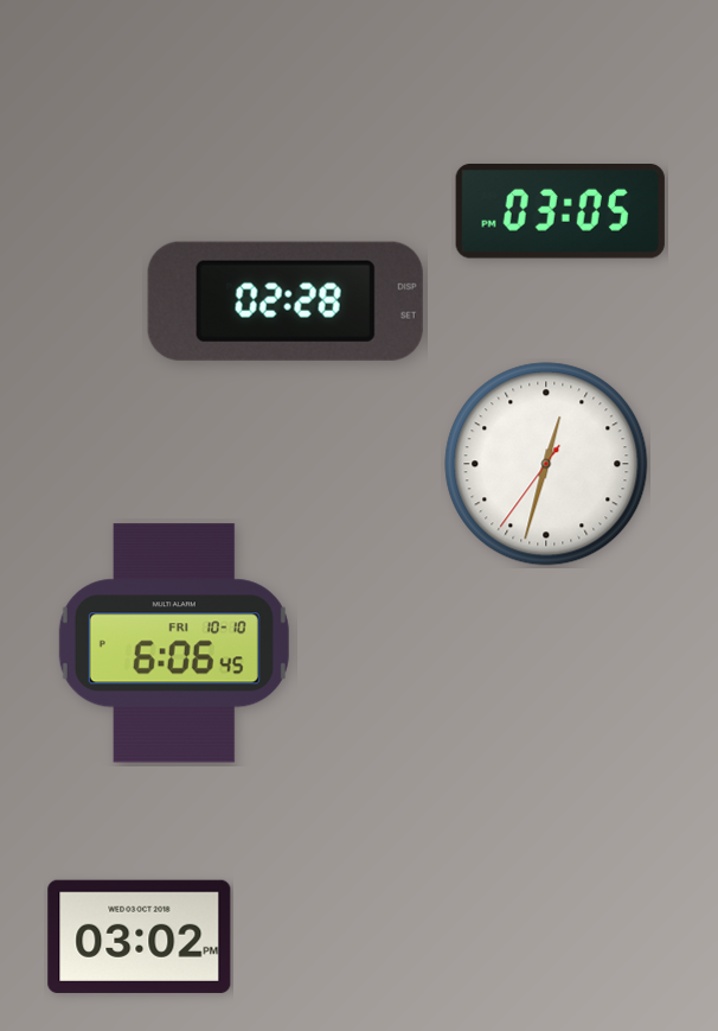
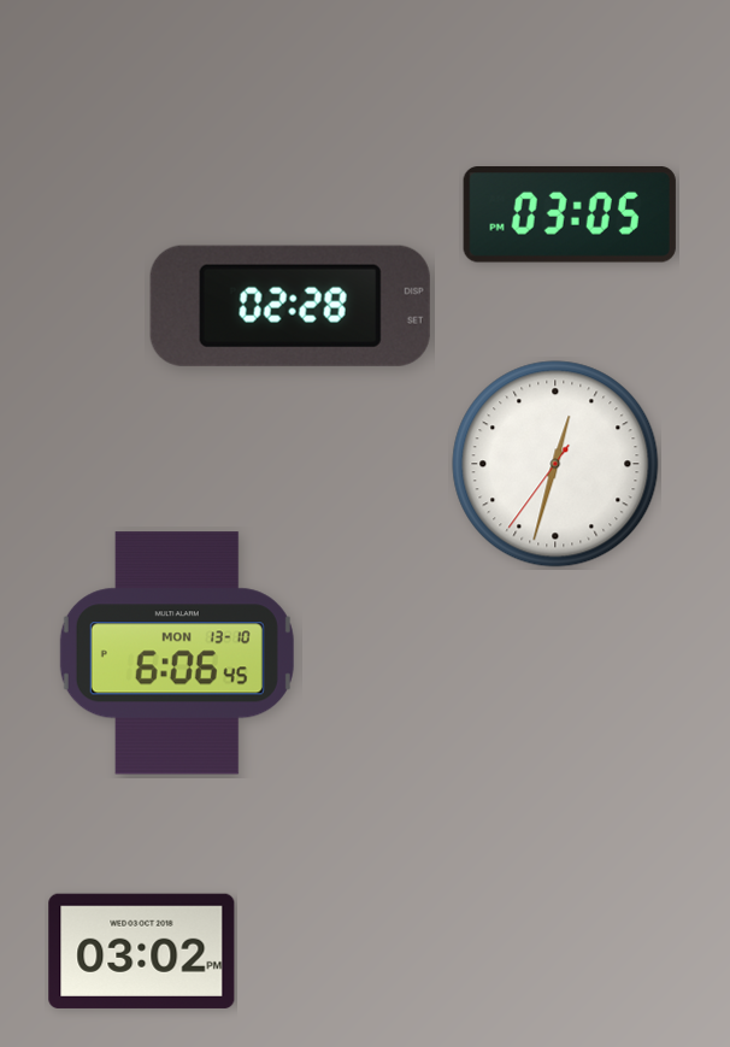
clock at (546, 464) position: (546, 464) -> (555, 464)
clock at (174, 643) date: FRI 10-10 -> MON 13-10
